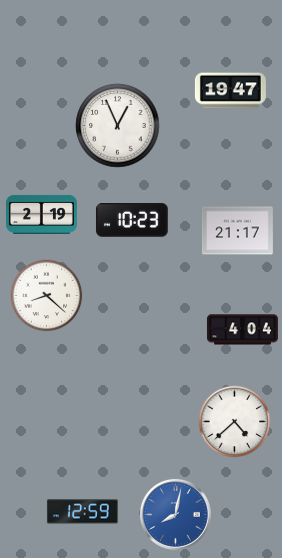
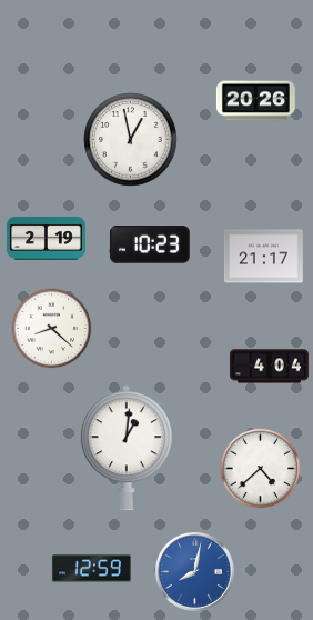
clock at (230, 91): 19:47 -> 20:26
clock at (118, 126): 12:56 -> 12:58
clock at (132, 221) position: (132, 221) -> (150, 246)
clock at (127, 448): none -> 1:01
